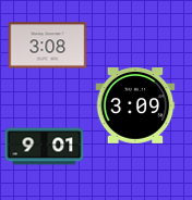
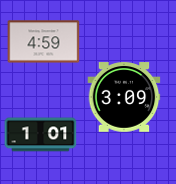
clock at (48, 46): 3:08 -> 4:59
clock at (45, 147): 9:01 -> 1:01
